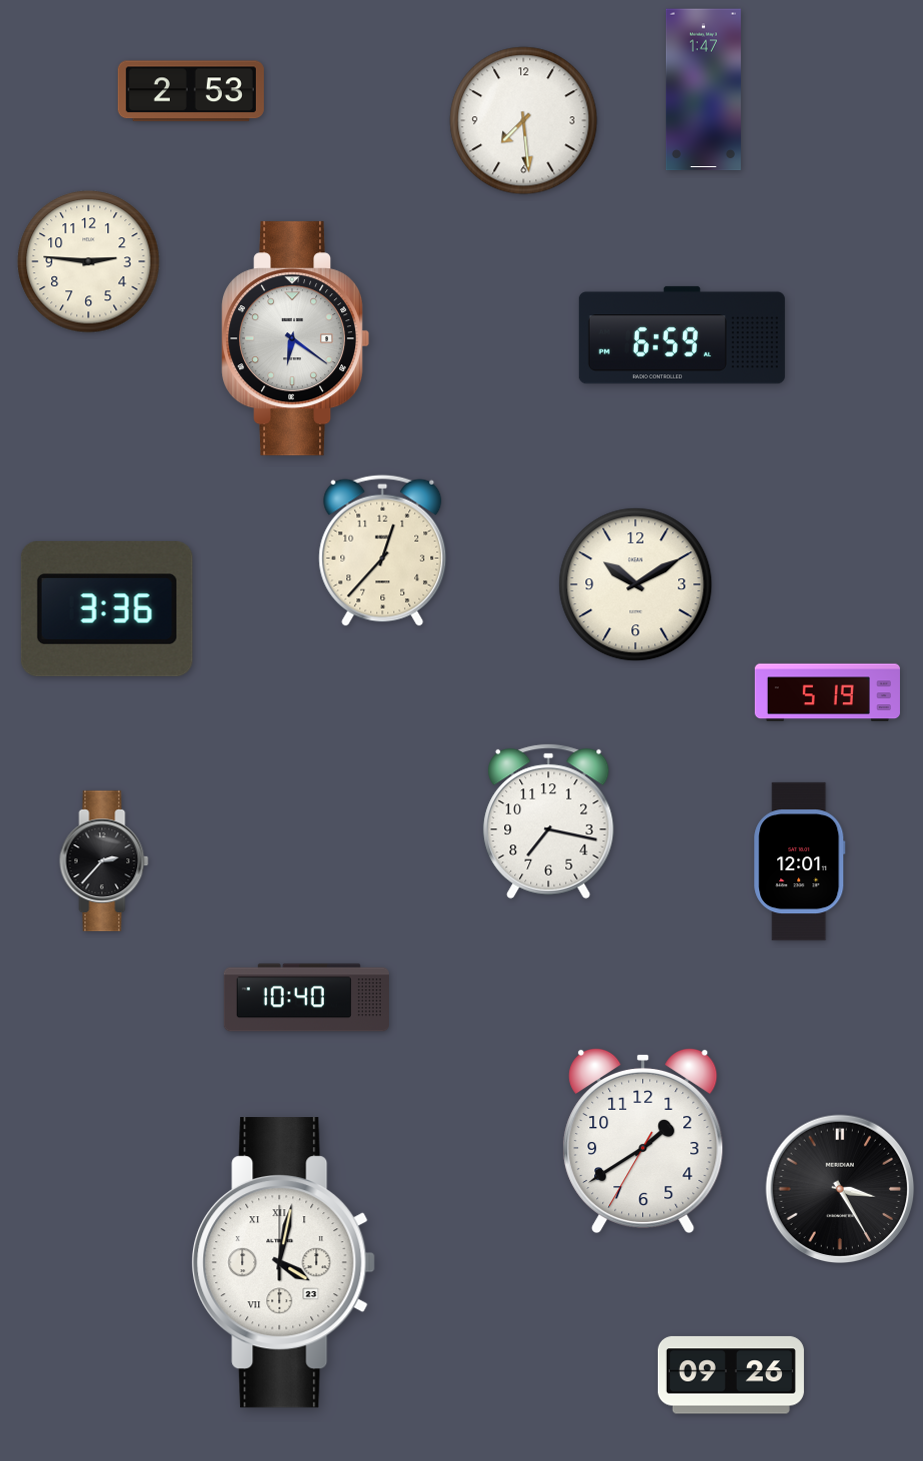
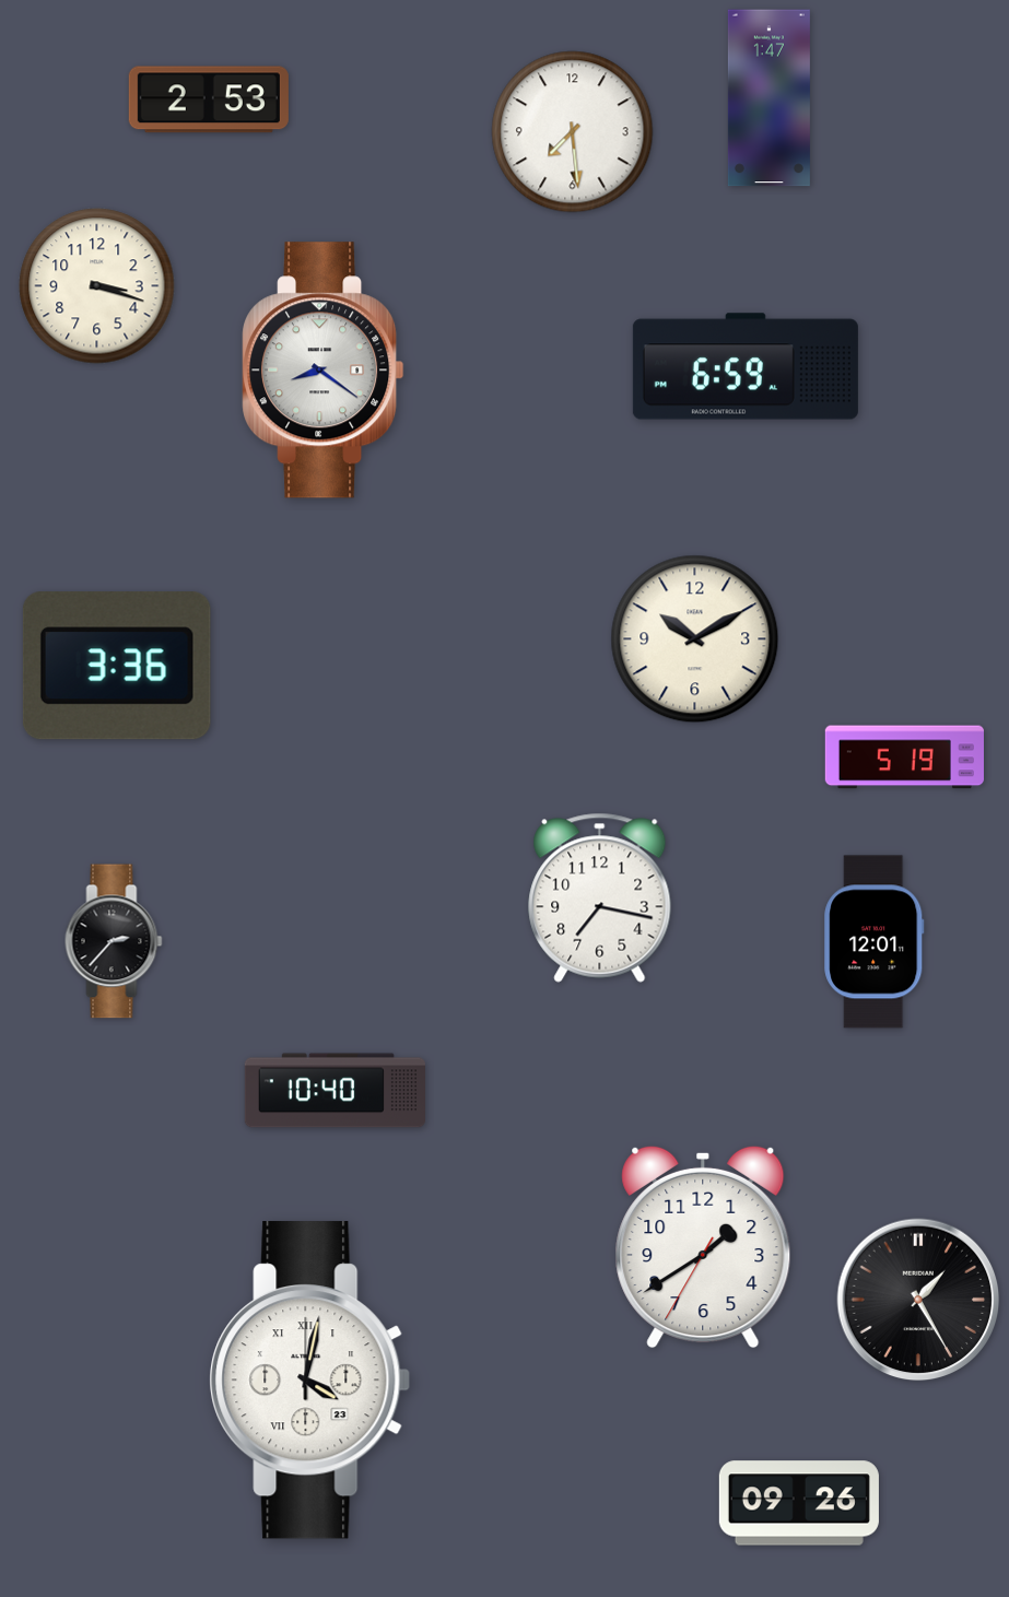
clock at (89, 262): 2:46 -> 3:18
clock at (296, 339): 6:21 -> 8:21
clock at (383, 551): 12:37 -> none
clock at (840, 1189): 3:25 -> 1:25
